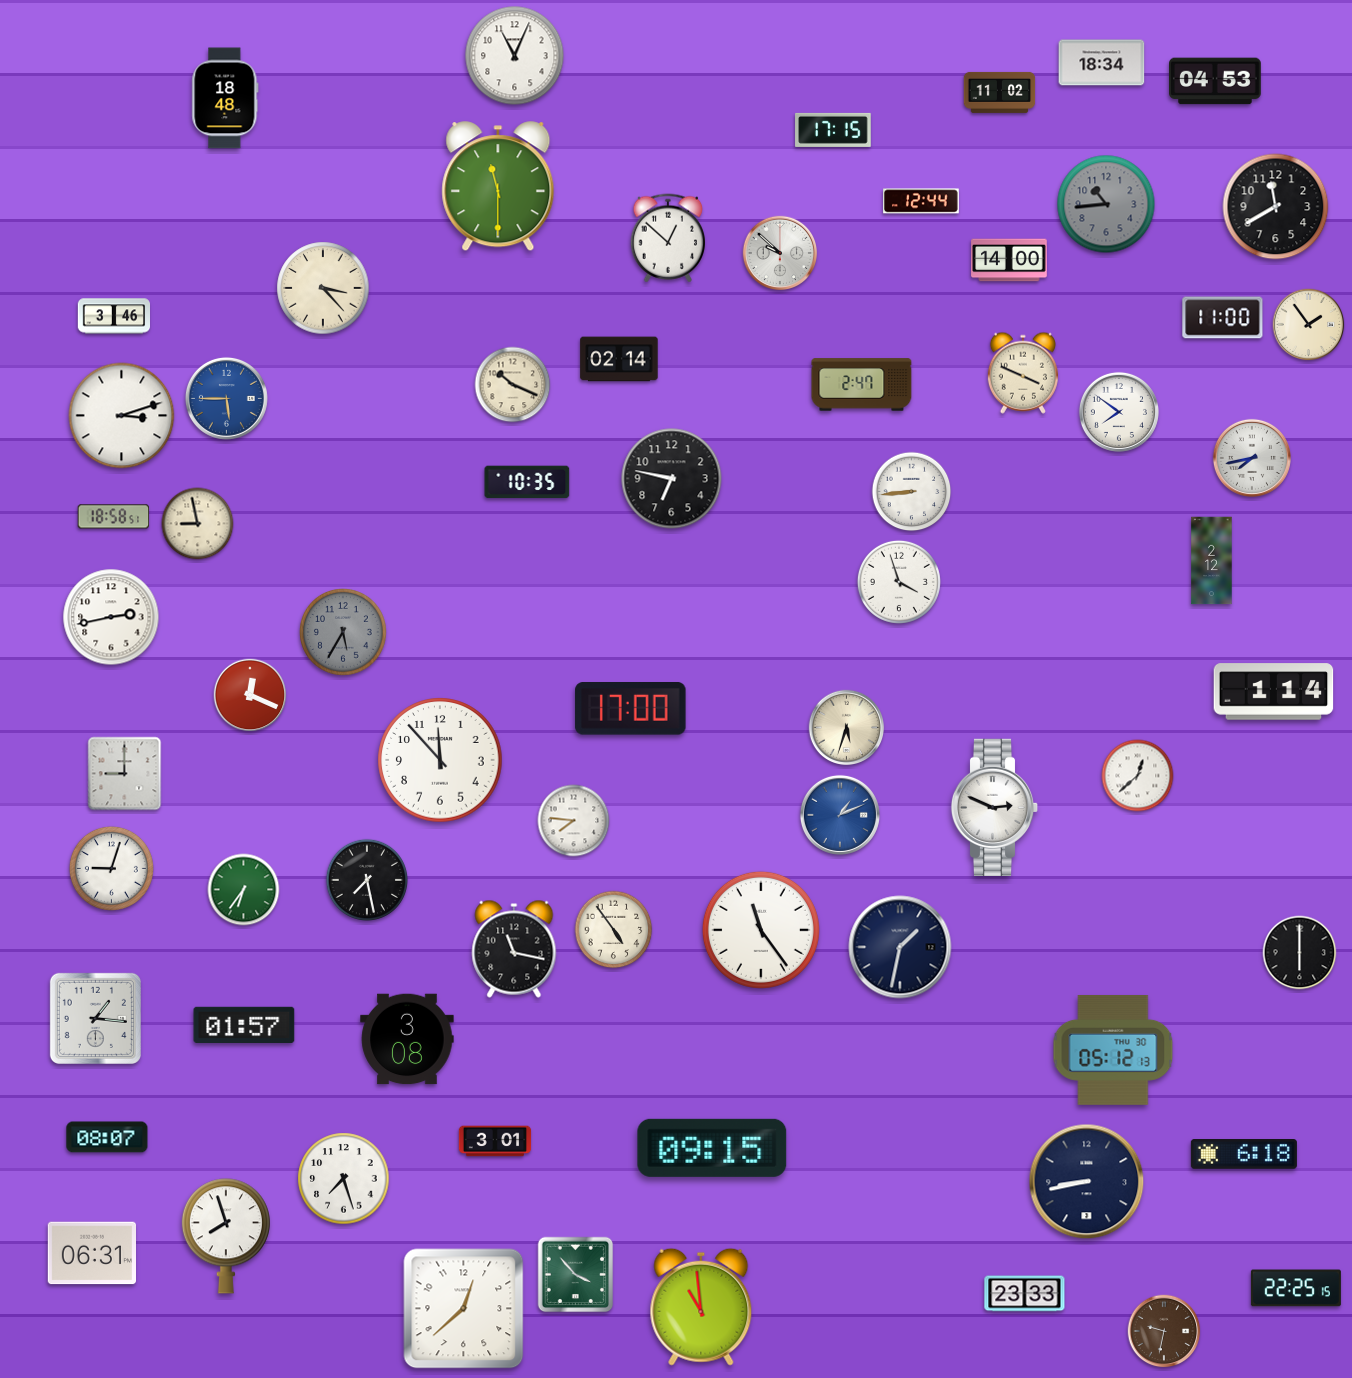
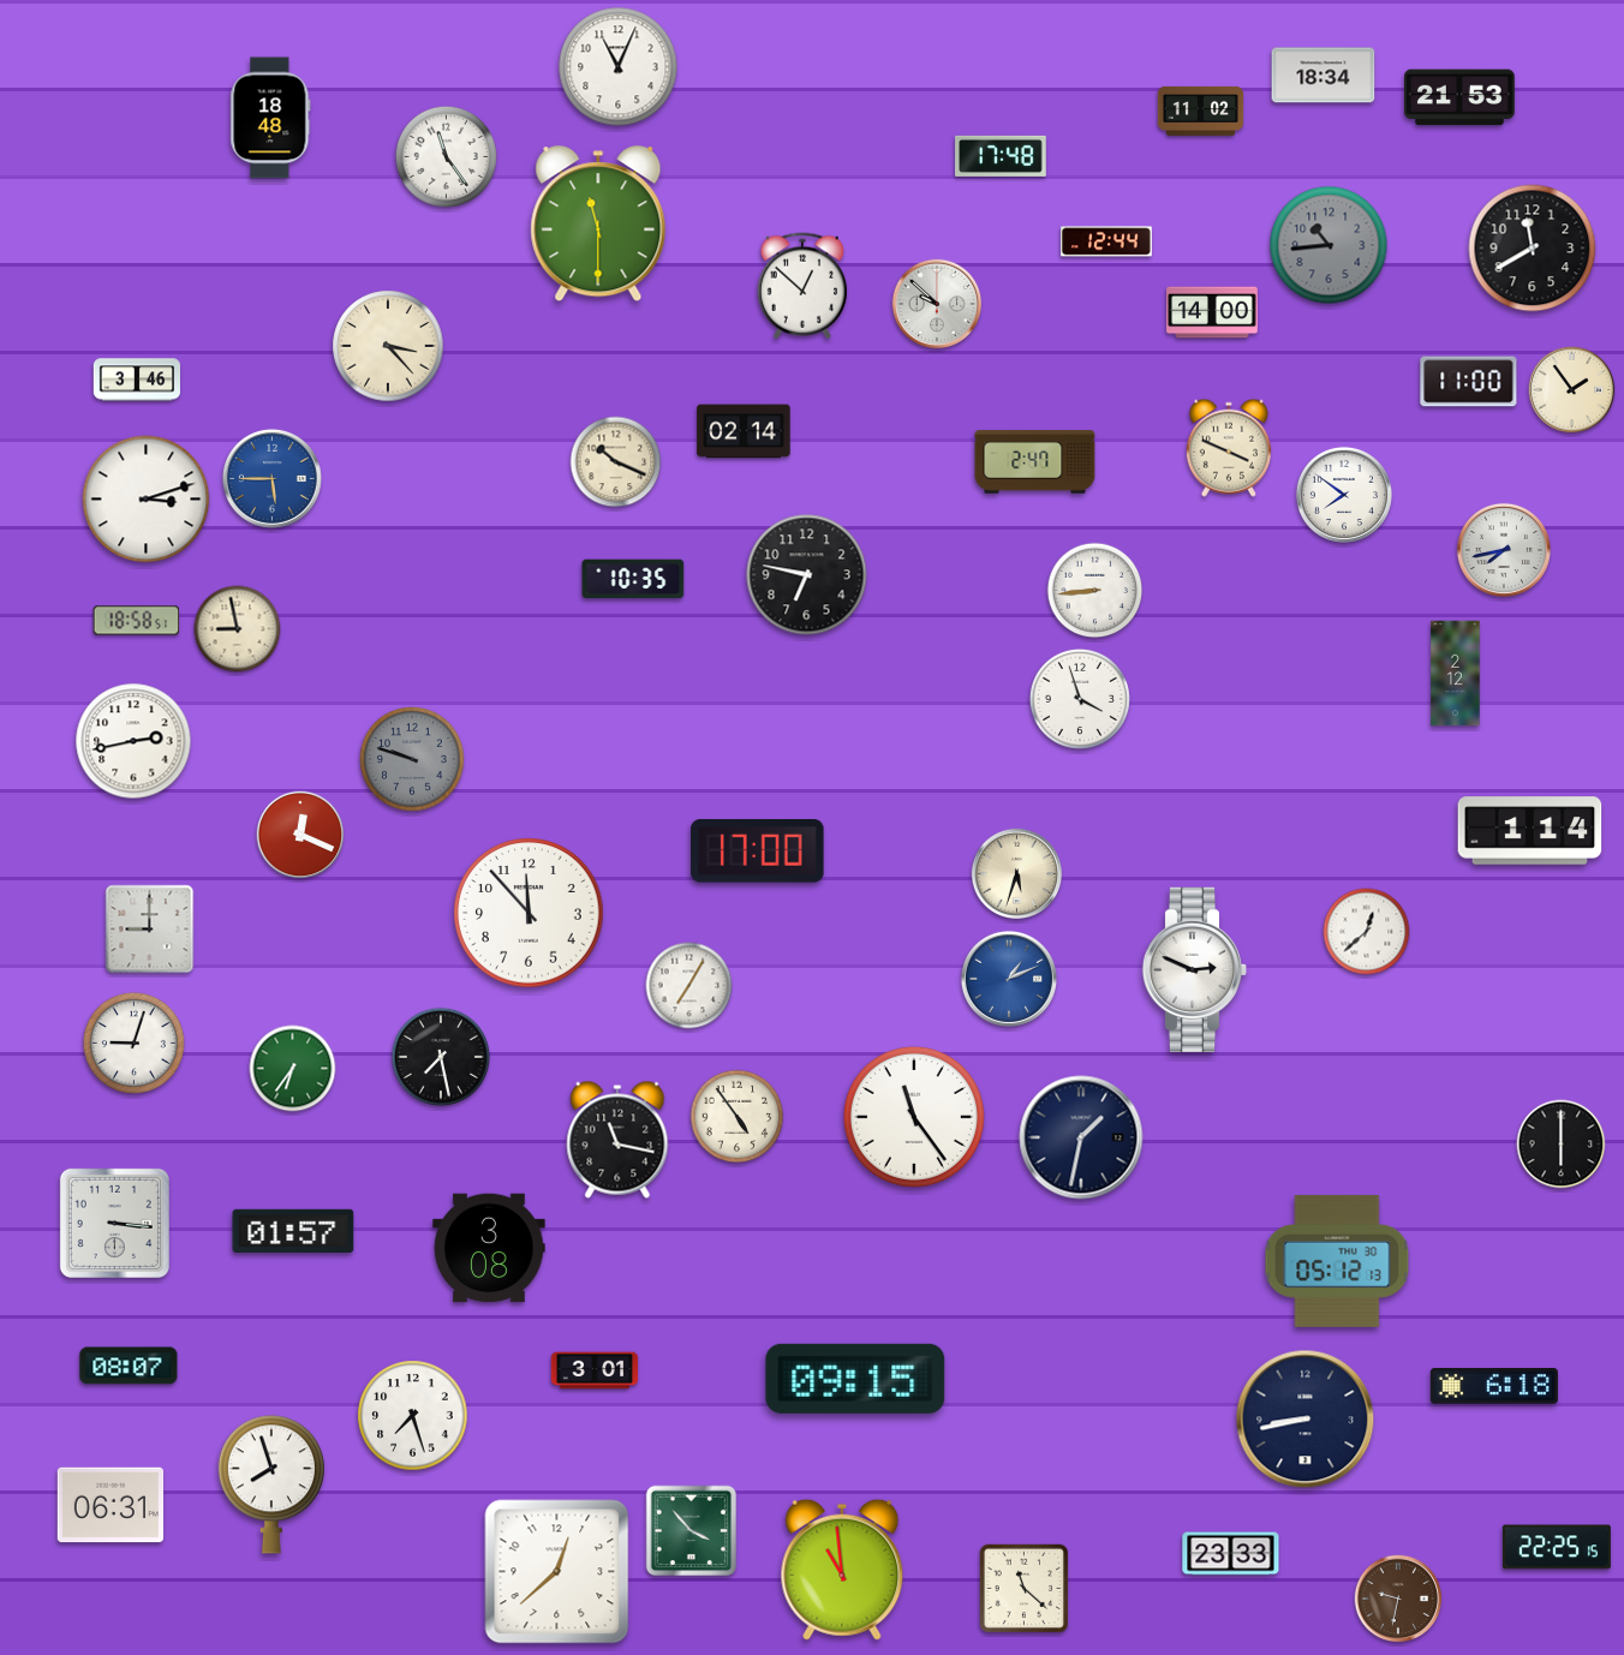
clock at (1216, 81): 04:53 -> 21:53
clock at (446, 156): none -> 11:24
clock at (833, 130): 17:15 -> 17:48
clock at (344, 633): 5:35 -> 9:48
clock at (574, 821): 7:46 -> 7:05
clock at (95, 1018): 1:16 -> 3:16
clock at (1025, 1589): none -> 11:22
